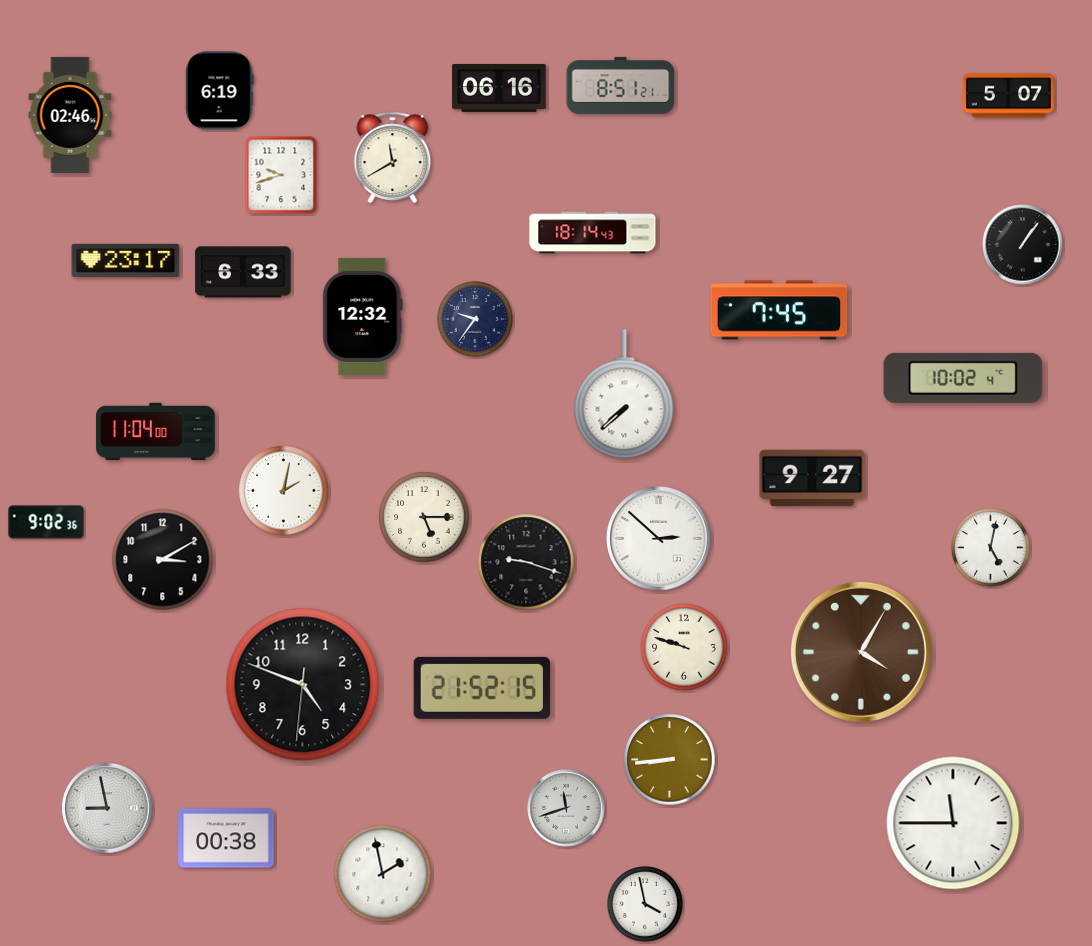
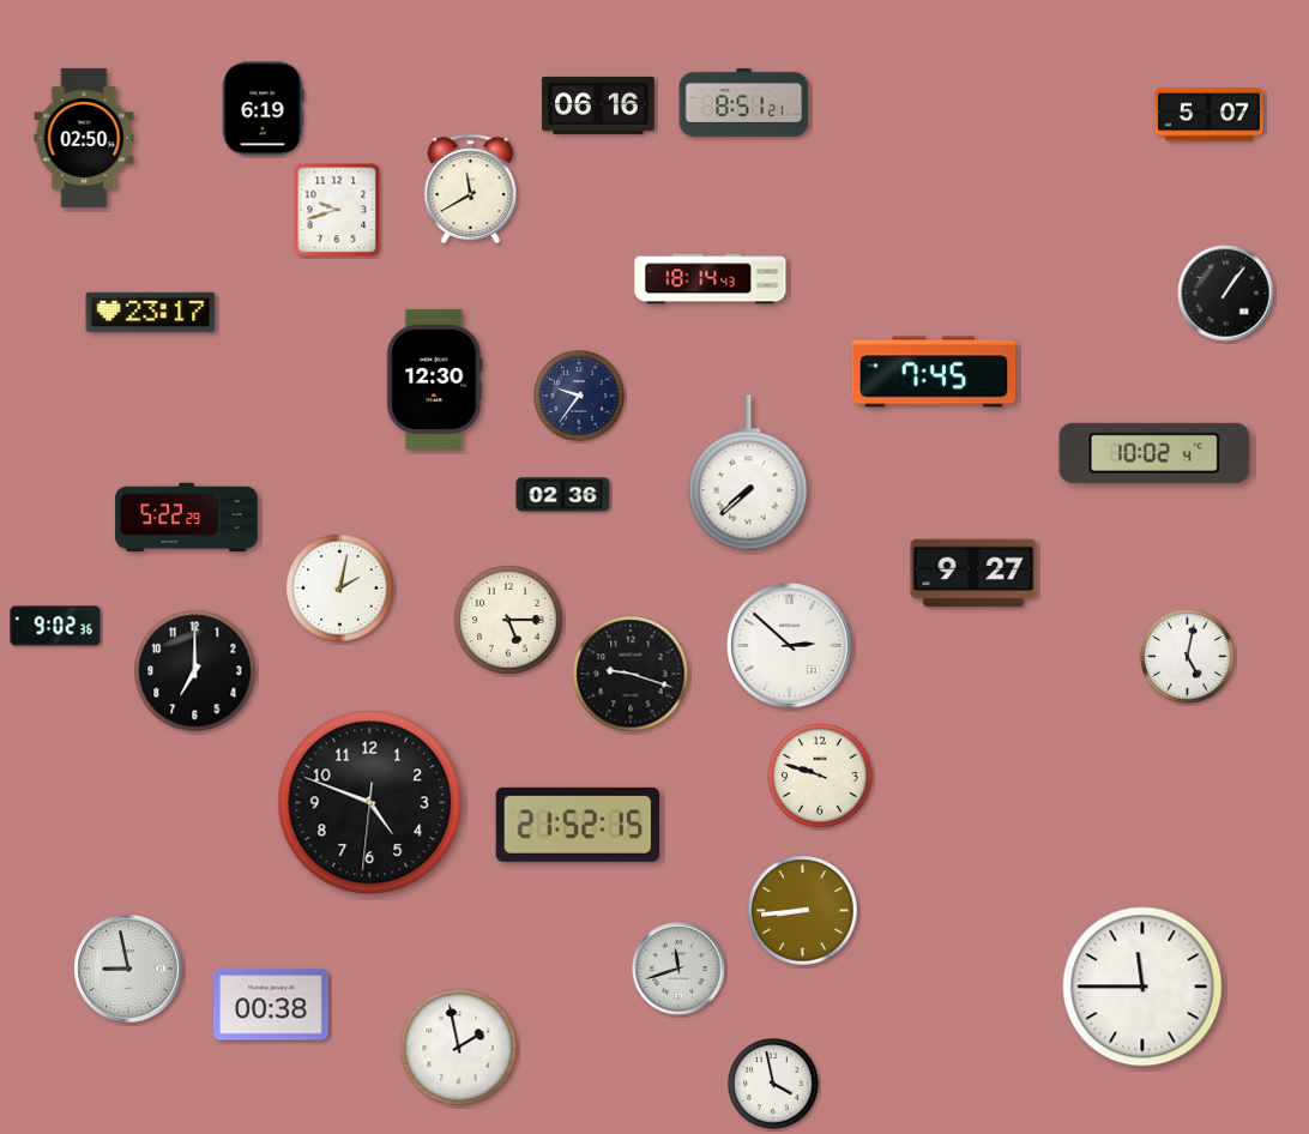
clock at (70, 115): 02:46 -> 02:50
clock at (243, 272): 6:33 -> none
clock at (363, 316): 12:32 -> 12:30
clock at (476, 320) position: (476, 320) -> (580, 397)
clock at (563, 495): none -> 02:36
clock at (156, 432): 11:04 -> 5:22
clock at (163, 560): 3:10 -> 7:00
clock at (861, 652): 4:05 -> none
clock at (303, 685) position: (303, 685) -> (370, 803)
